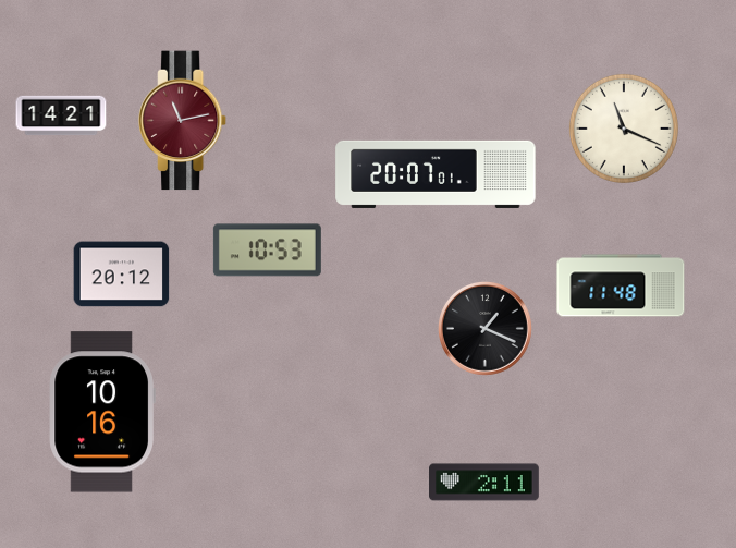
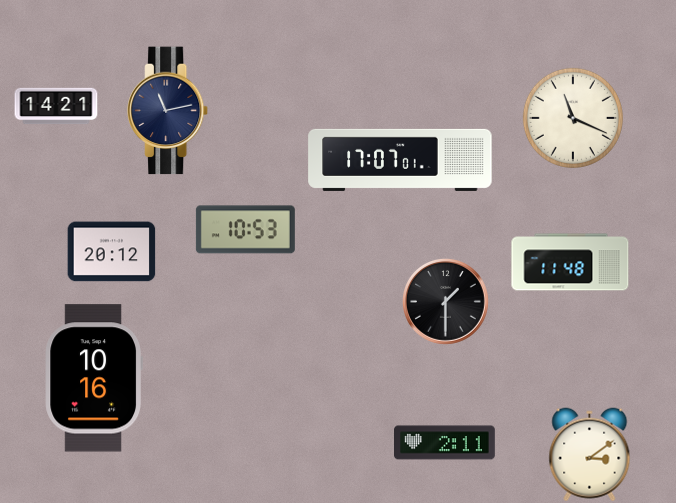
clock at (184, 121) dial: burgundy -> navy
clock at (436, 174): 20:07 -> 17:07
clock at (486, 329): 1:19 -> 1:30
clock at (590, 455): none -> 3:09
